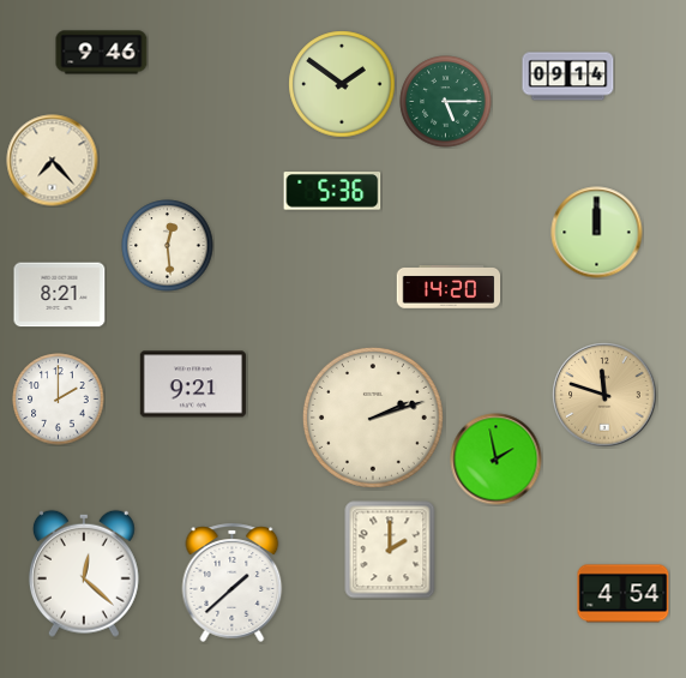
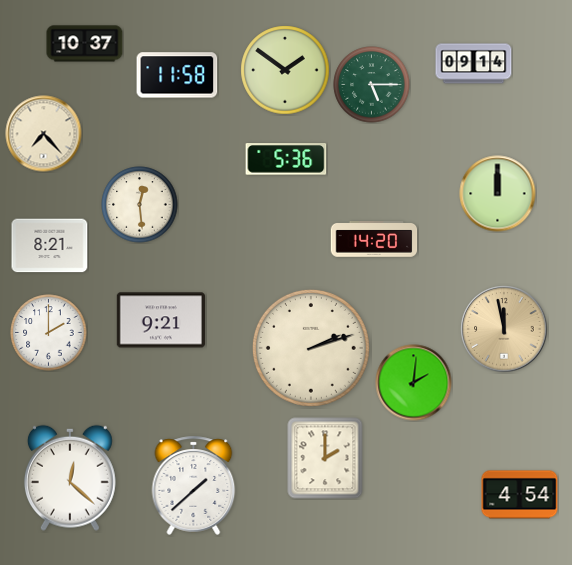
clock at (102, 53): 9:46 -> 10:37
clock at (177, 75): none -> 11:58
clock at (332, 191) position: (332, 191) -> (286, 159)
clock at (604, 395): 11:48 -> 11:58
clock at (497, 460): 1:58 -> 2:01
